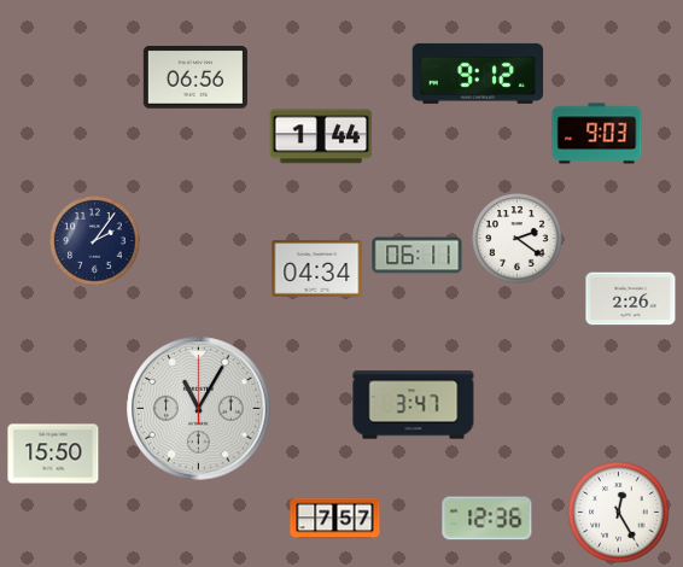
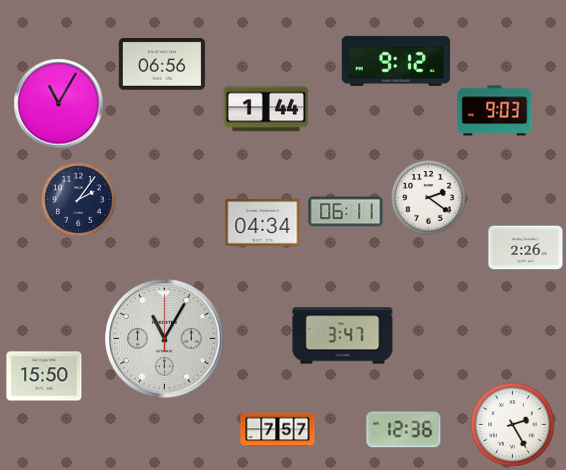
clock at (59, 104): none -> 11:05
clock at (321, 136) position: (321, 136) -> (266, 109)
clock at (631, 299) position: (631, 299) -> (526, 248)
clock at (619, 513): 12:25 -> 2:25
